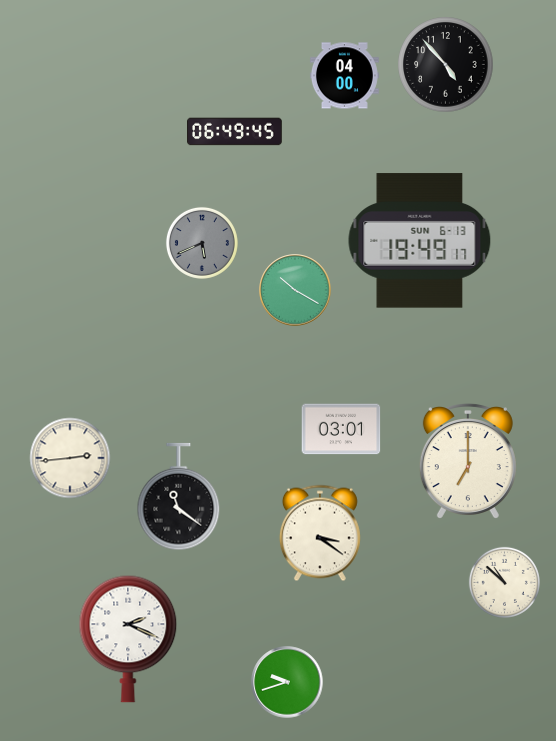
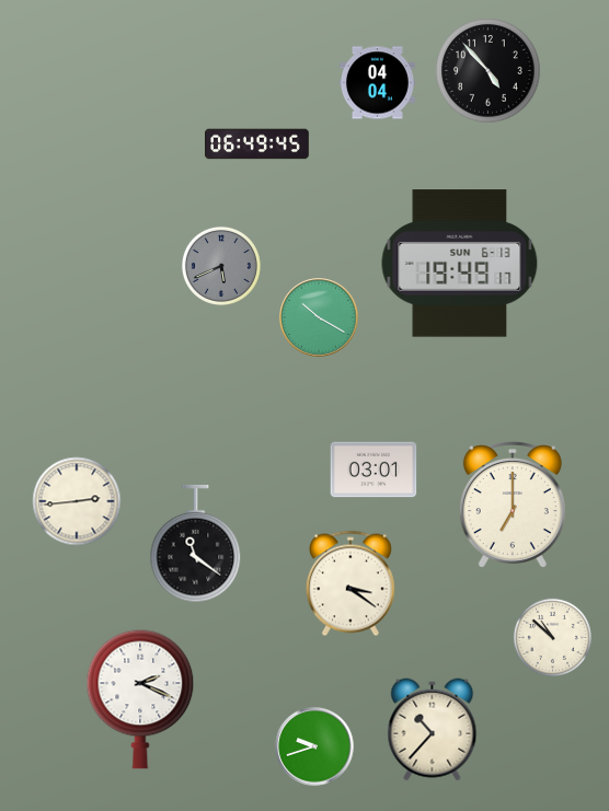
clock at (344, 76): 04:00 -> 04:04
clock at (295, 290) position: (295, 290) -> (319, 317)
clock at (433, 730): none -> 10:37
